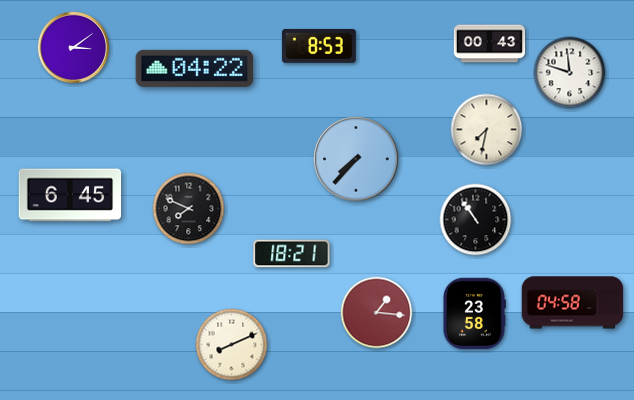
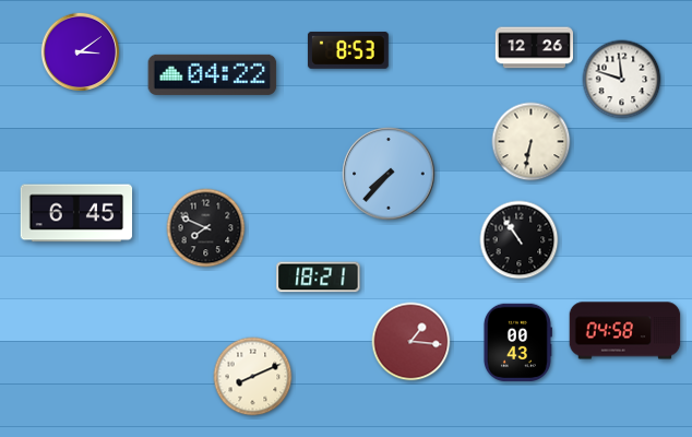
clock at (489, 44): 00:43 -> 12:26
clock at (487, 130): 7:32 -> 6:32
clock at (474, 313): 23:58 -> 00:43
